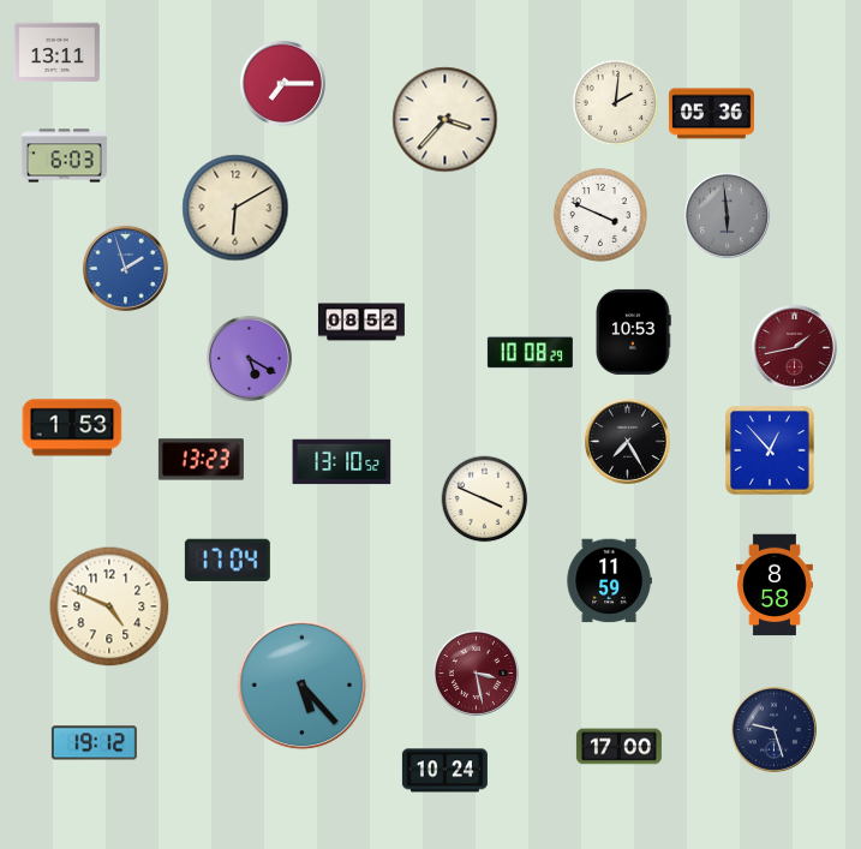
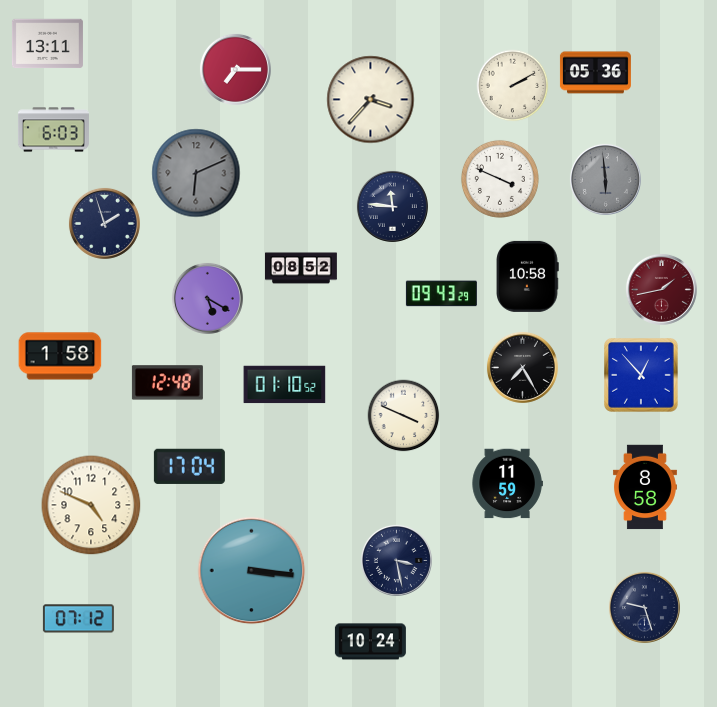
clock at (616, 103): 2:01 -> 2:10
clock at (711, 114) position: (711, 114) -> (595, 73)
clock at (235, 208): 6:10 -> 6:11
clock at (235, 208) dial: cream -> grey
clock at (392, 206): none -> 11:46
clock at (125, 268) dial: blue -> navy
clock at (633, 331): 10:53 -> 10:58
clock at (530, 353): 10:08 -> 09:43
clock at (72, 428): 1:53 -> 1:58
clock at (201, 460): 13:23 -> 12:48
clock at (342, 462): 13:10 -> 01:10
clock at (476, 672) dial: burgundy -> navy
clock at (303, 686): 5:23 -> 3:16
clock at (94, 743): 19:12 -> 07:12
clock at (618, 747): 17:00 -> none
